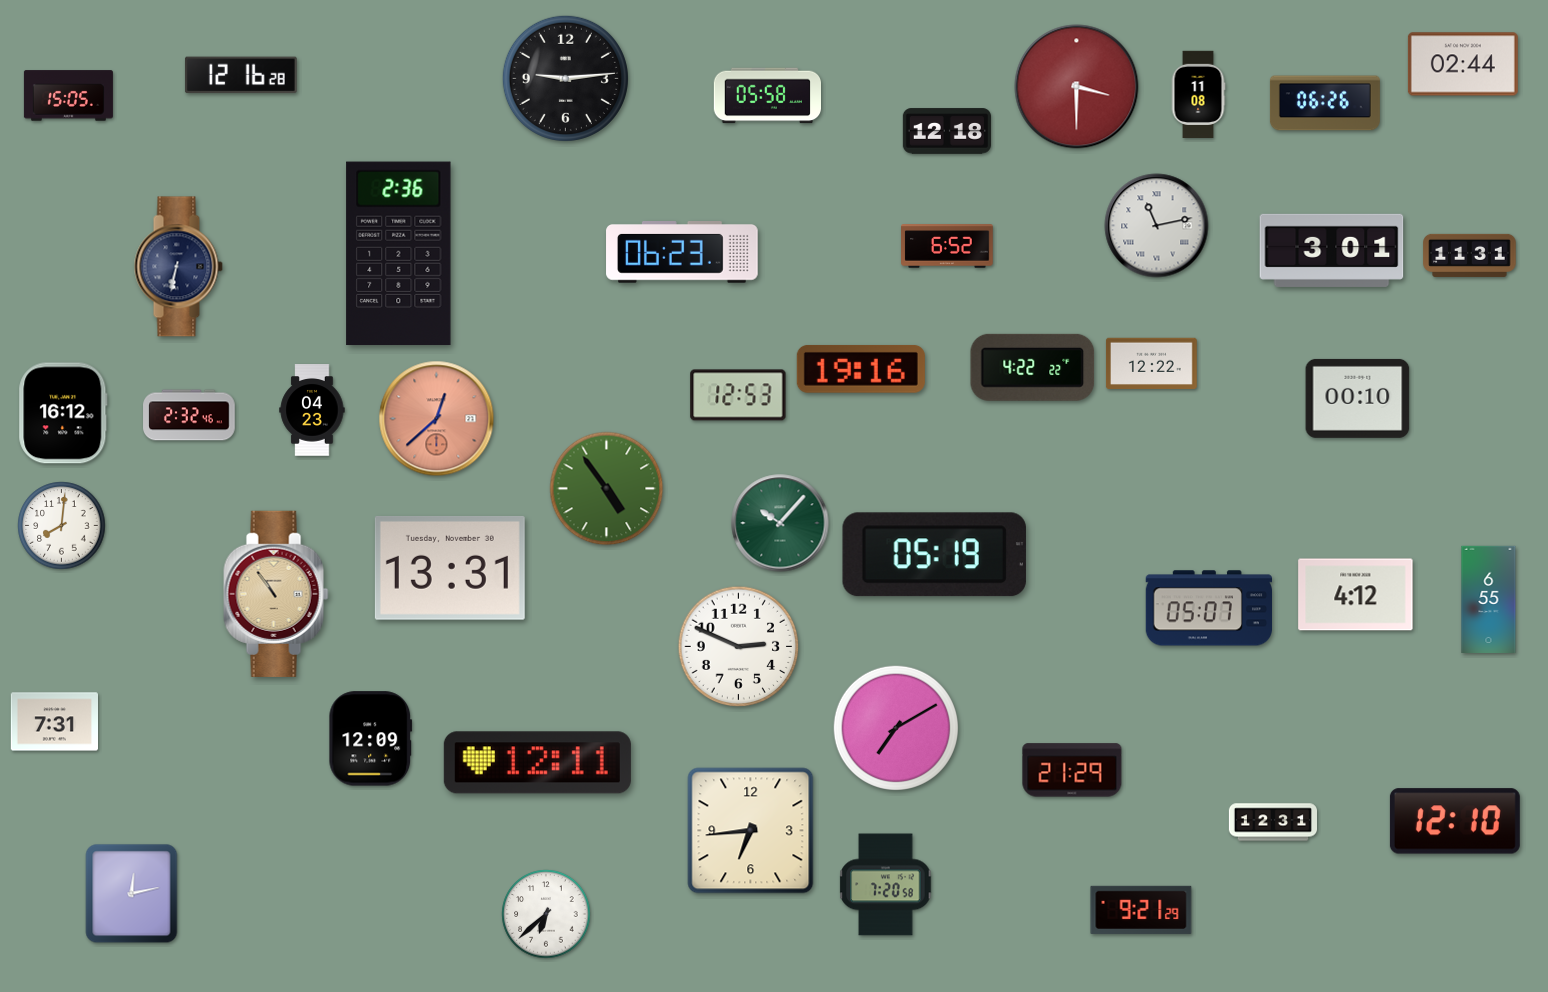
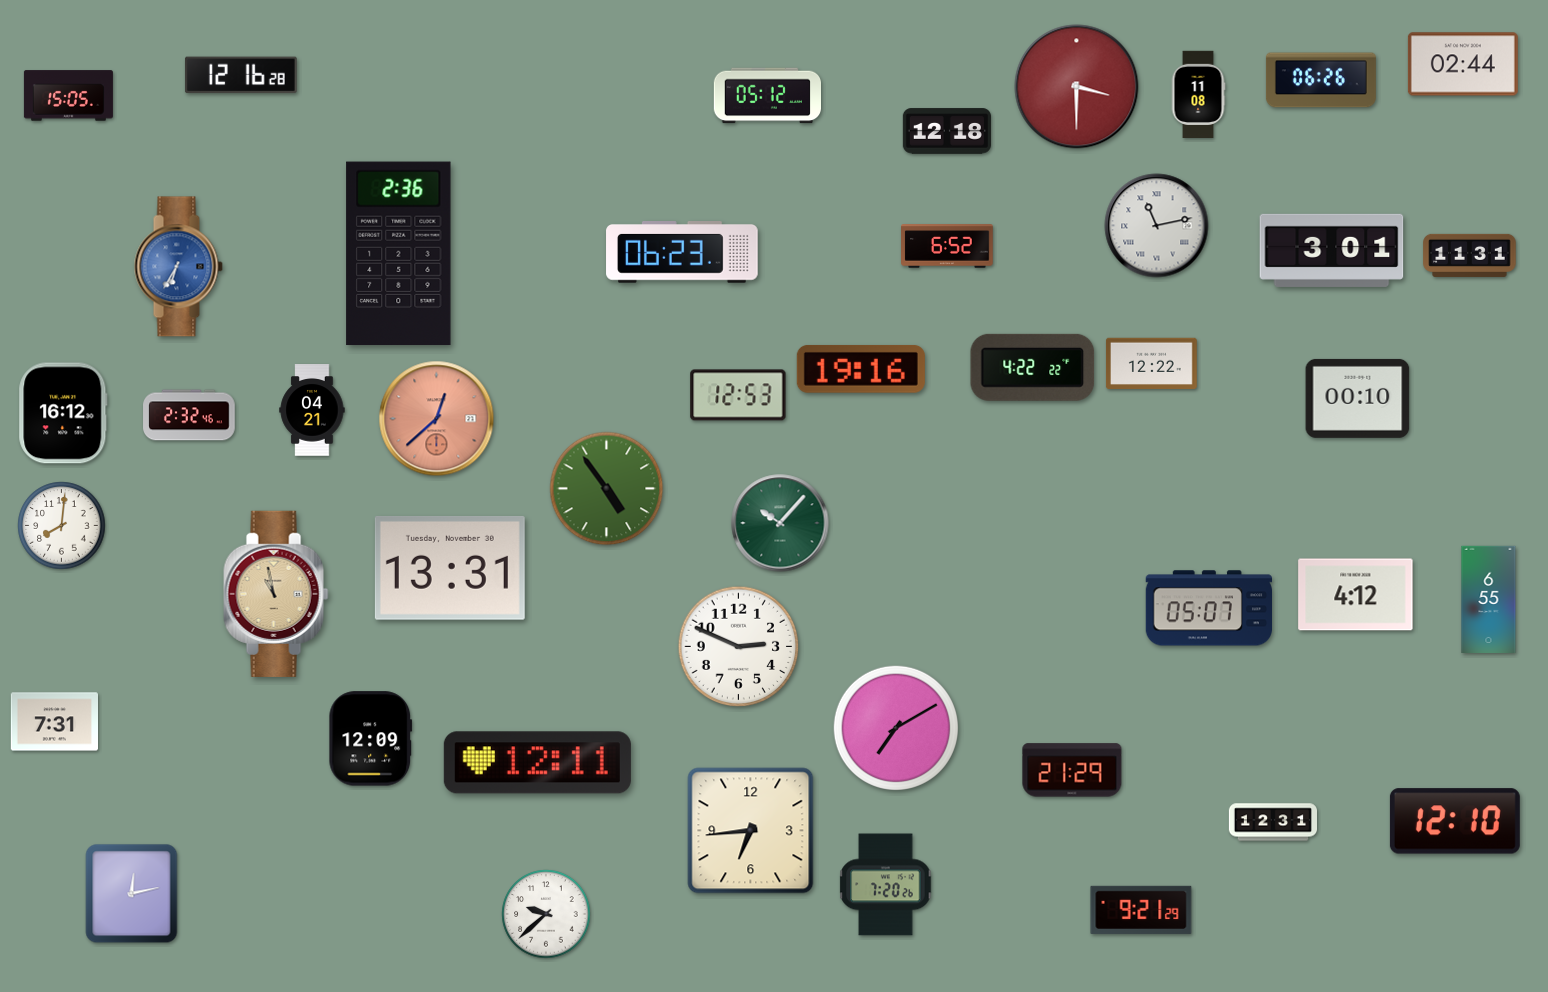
clock at (565, 78): 9:14 -> none
clock at (767, 96): 05:58 -> 05:12
clock at (1325, 103) position: (1325, 103) -> (1321, 80)
clock at (178, 267): 6:32 -> 6:35
clock at (178, 267) dial: navy -> blue
clock at (312, 410): 04:23 -> 04:21
clock at (934, 555): 05:19 -> none
clock at (276, 594): 10:54 -> 10:58
clock at (886, 885): 7:20:58 -> 7:20:26
clock at (546, 914): 6:38 -> 9:38
